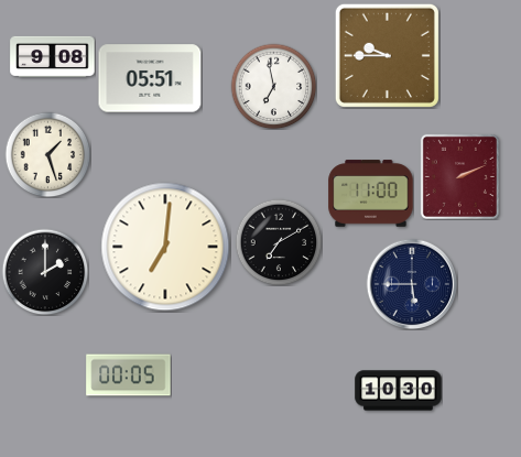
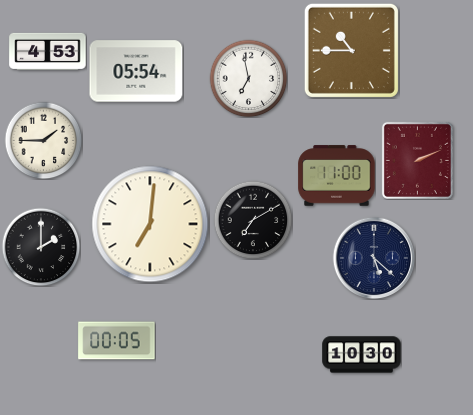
clock at (387, 55): 9:45 -> 10:45
clock at (53, 56): 9:08 -> 4:53
clock at (150, 78): 05:51 -> 05:54
clock at (47, 154): 1:27 -> 1:45
clock at (412, 284): 5:45 -> 5:22
